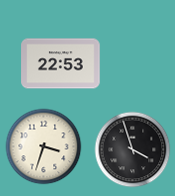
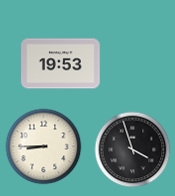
clock at (61, 64): 22:53 -> 19:53
clock at (44, 147): 3:33 -> 8:45
